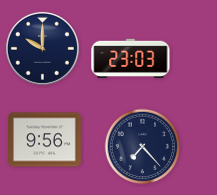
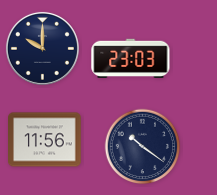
clock at (45, 140): 9:56 -> 11:56
clock at (143, 147): 7:23 -> 10:21
